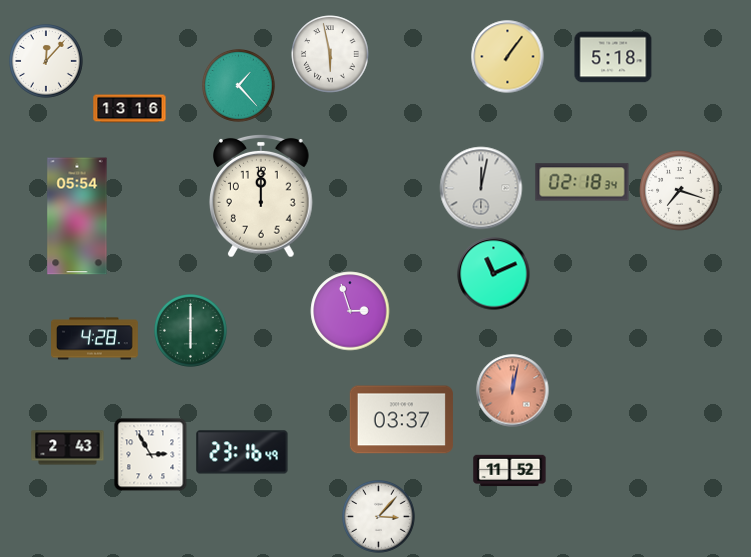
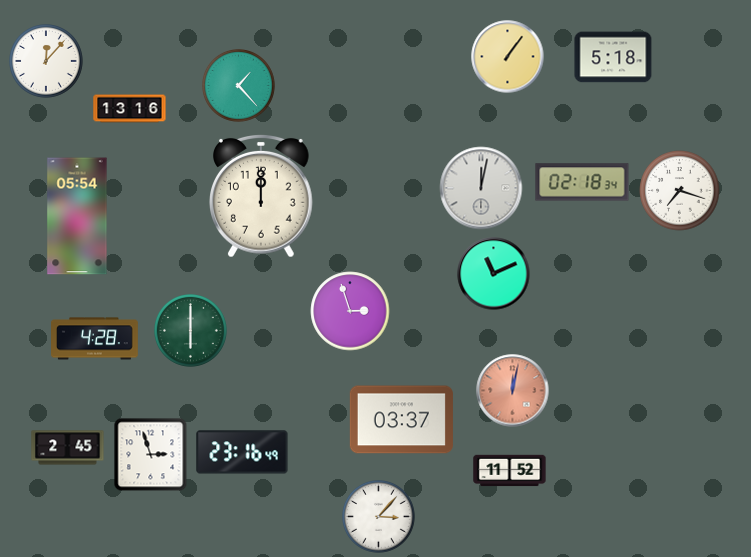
clock at (330, 54): 5:58 -> none
clock at (68, 448): 2:43 -> 2:45
clock at (151, 455): 2:55 -> 2:57
